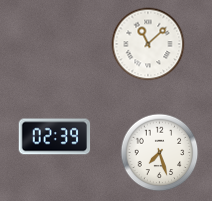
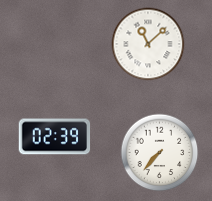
clock at (160, 153): 7:27 -> 7:37
